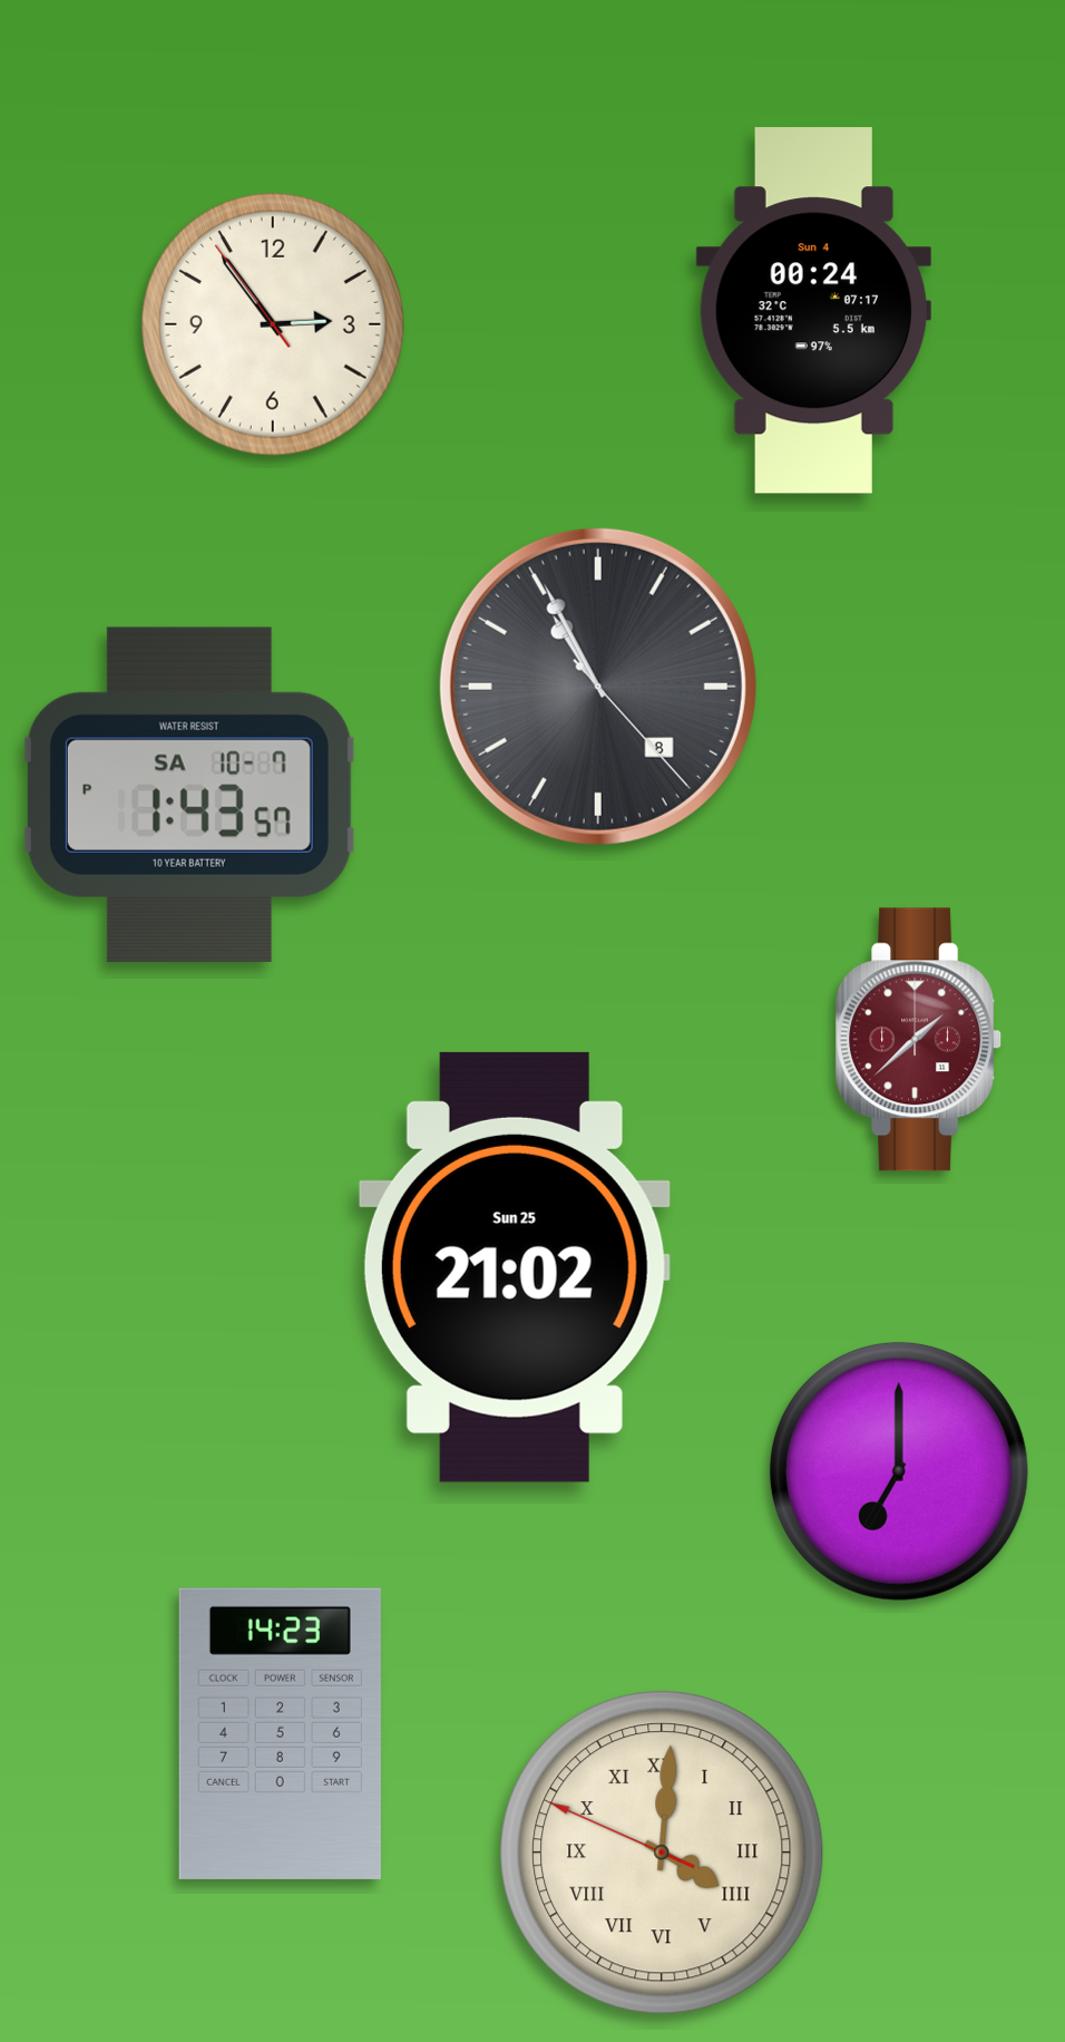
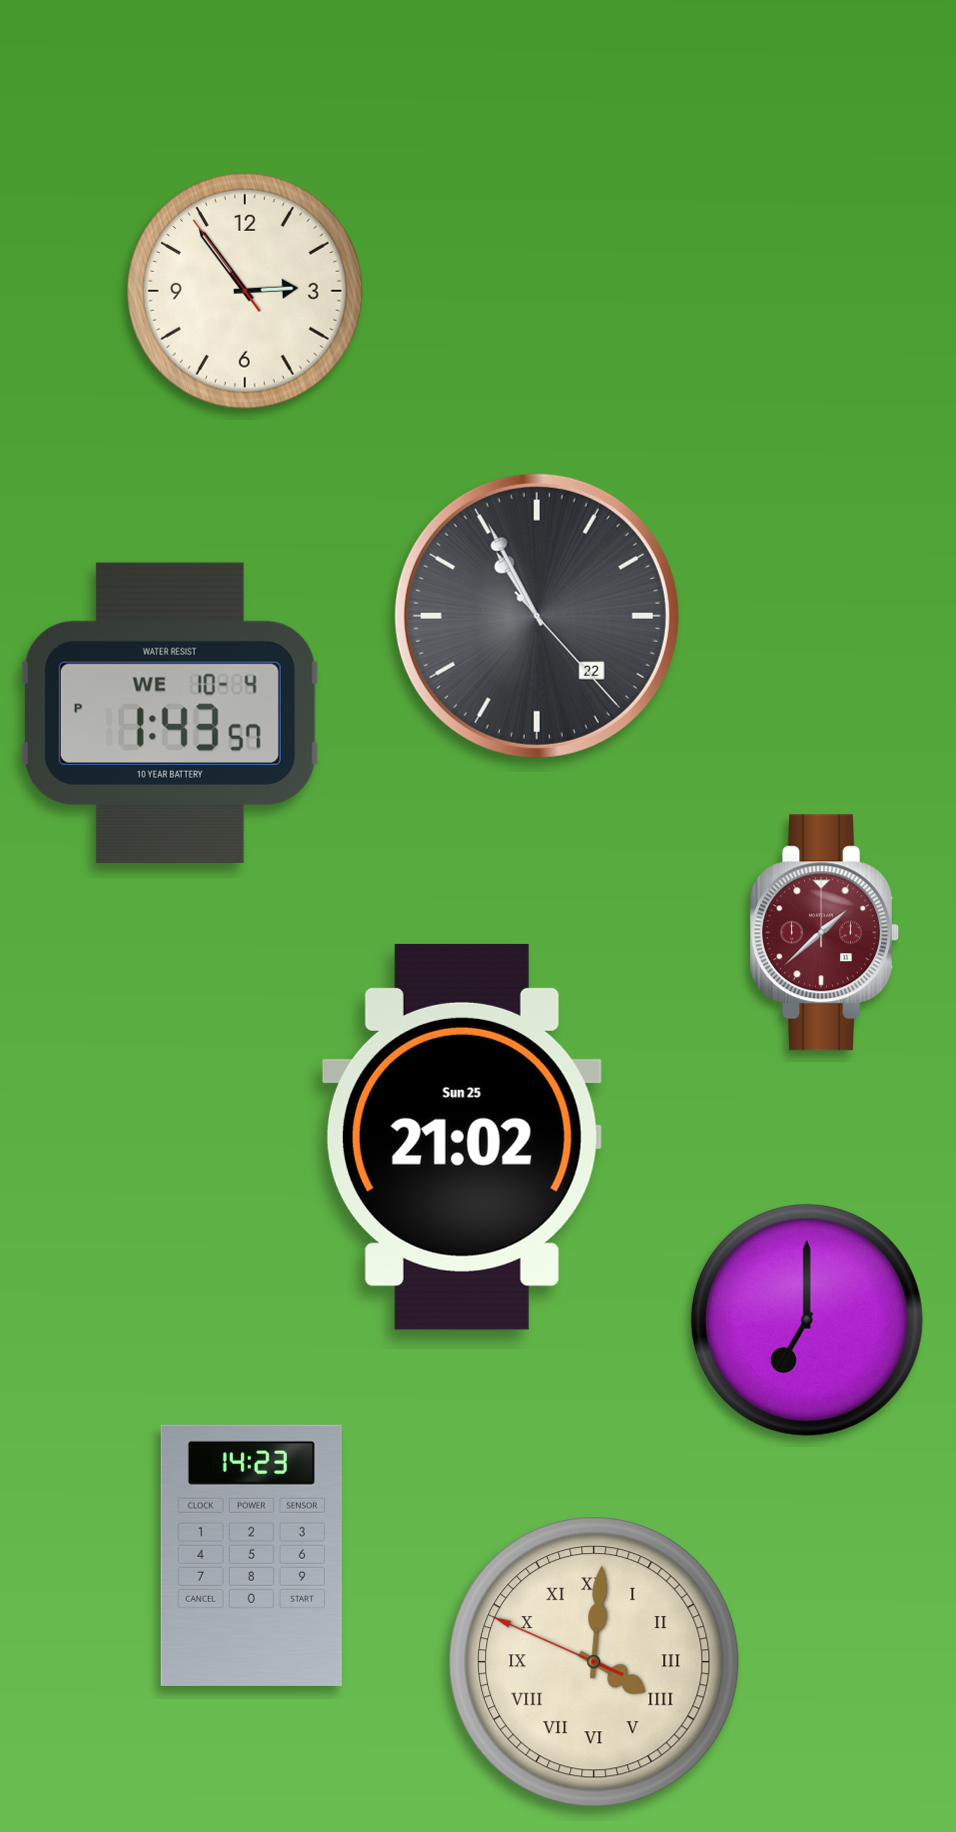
clock at (813, 311): 00:24 -> none
clock at (598, 687) date: 8 -> 22
clock at (189, 795) date: SA 10-7 -> WE 10-4
